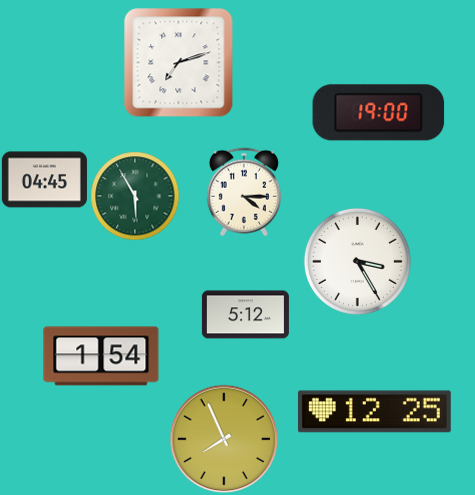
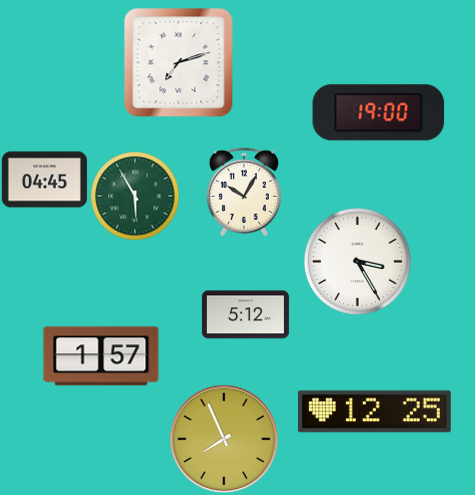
clock at (244, 192): 4:15 -> 10:05
clock at (101, 356): 1:54 -> 1:57
